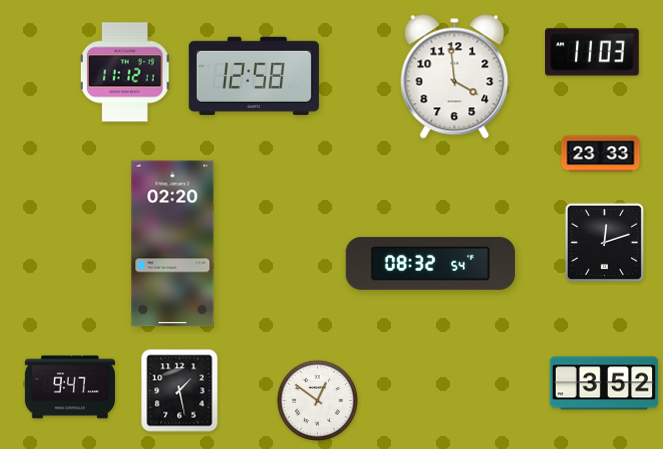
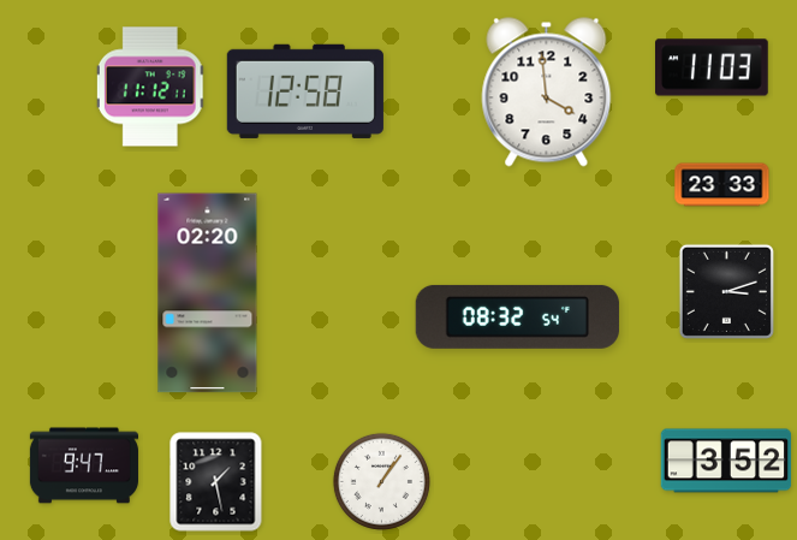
clock at (593, 52) position: (593, 52) -> (713, 67)
clock at (604, 242): 12:12 -> 3:12
clock at (180, 391) position: (180, 391) -> (216, 482)
clock at (317, 400): 12:51 -> 1:06
